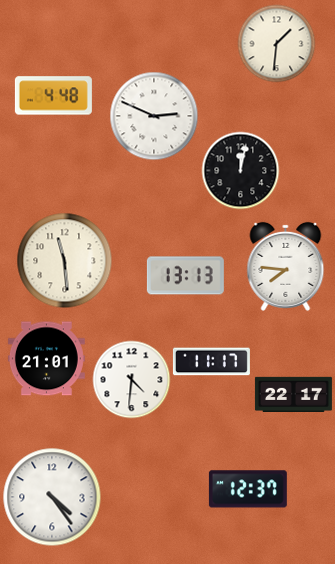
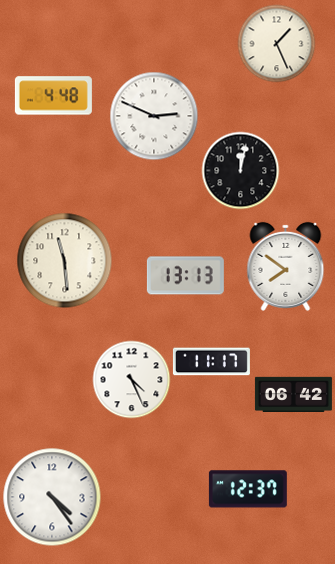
clock at (276, 43): 1:31 -> 1:26
clock at (286, 266): 7:46 -> 7:51
clock at (46, 359): 21:01 -> none
clock at (131, 379): 4:31 -> 4:26
clock at (293, 395): 22:17 -> 06:42
